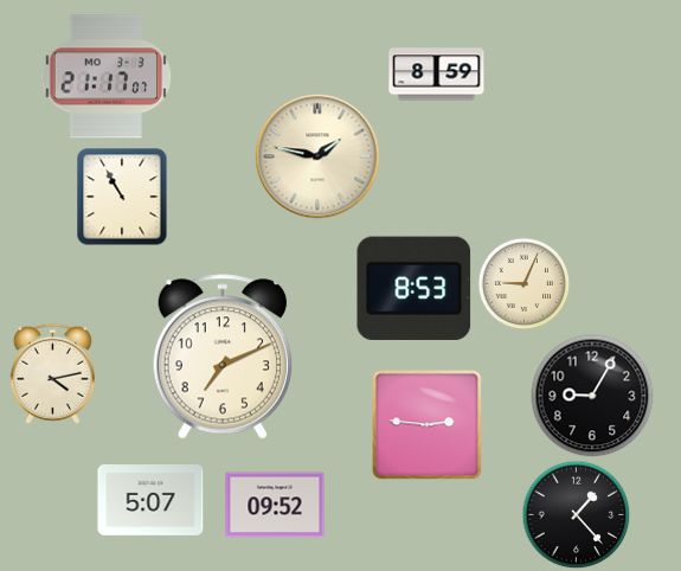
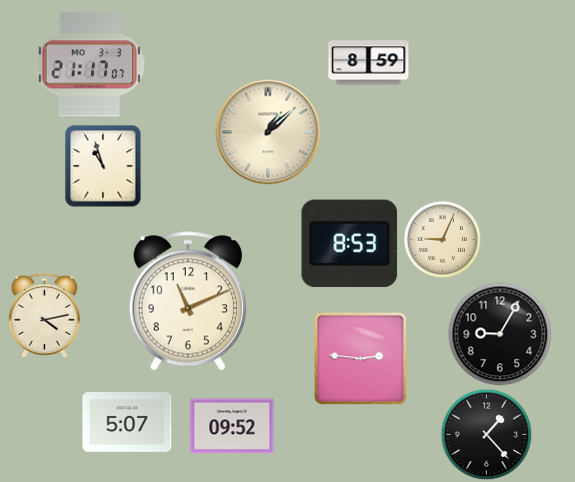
clock at (317, 156): 1:47 -> 1:08
clock at (122, 197): 10:55 -> 10:57
clock at (221, 357): 7:11 -> 11:11
